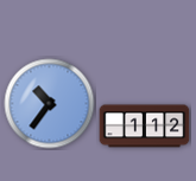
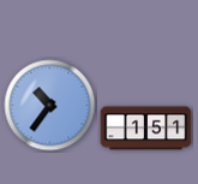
clock at (145, 127): 1:12 -> 1:51
